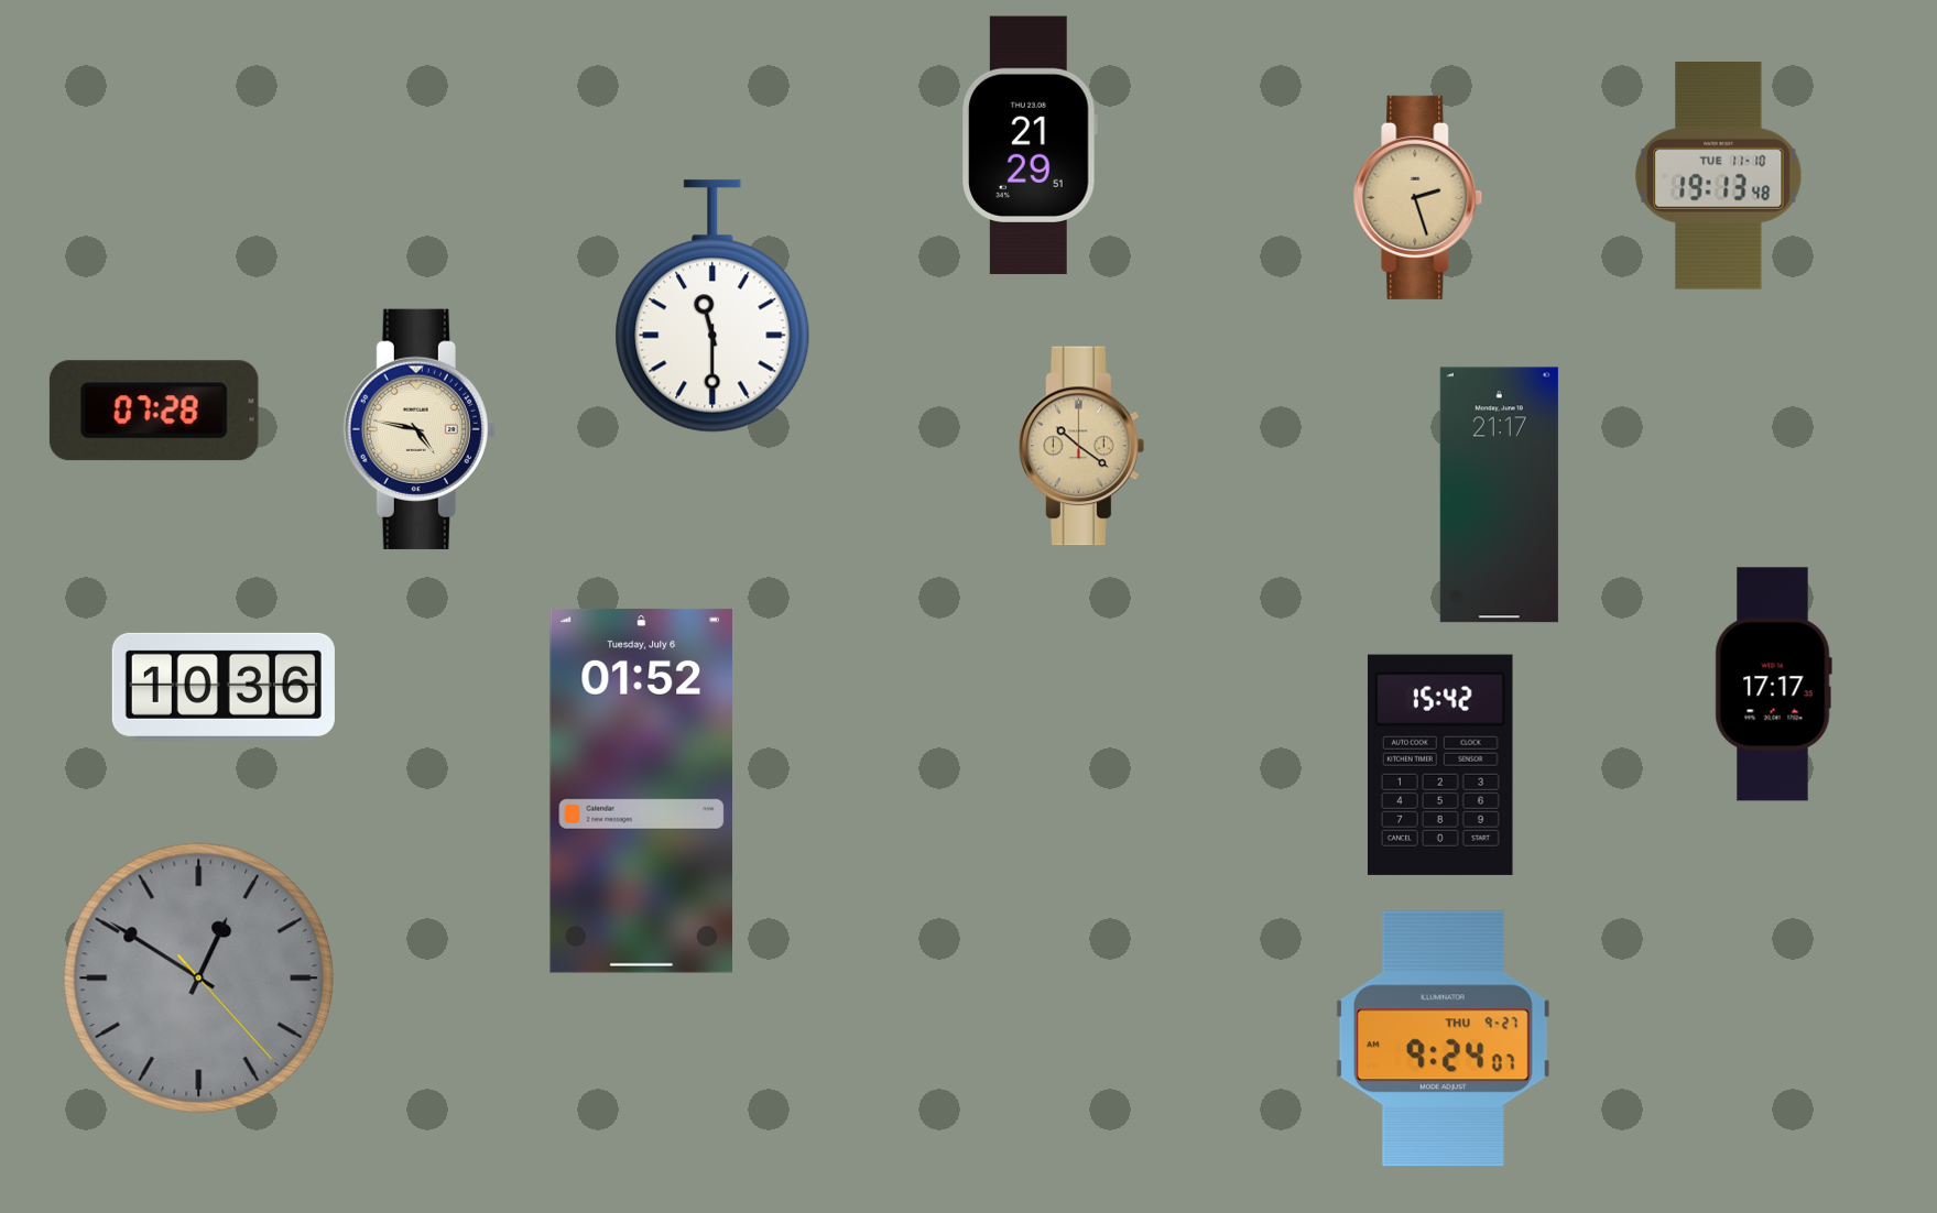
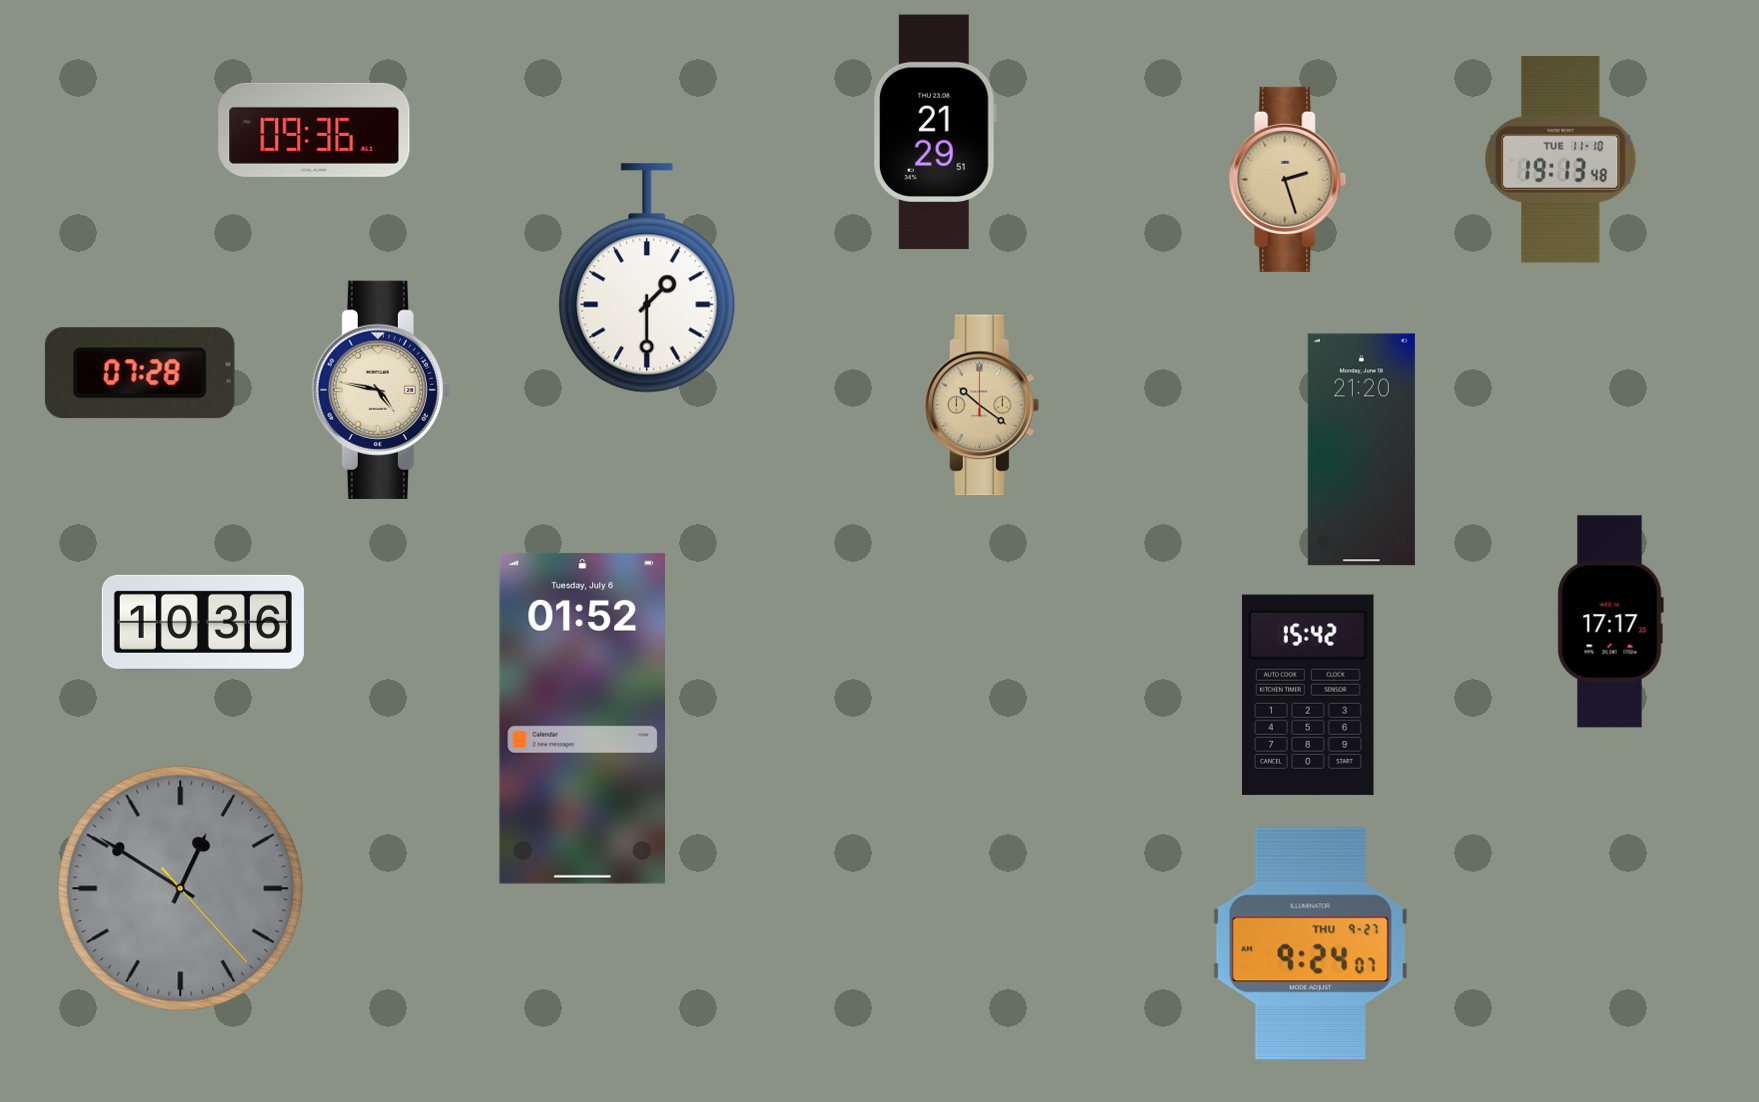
clock at (314, 130): none -> 09:36
clock at (712, 306): 11:30 -> 1:30
clock at (1499, 495): 21:17 -> 21:20
